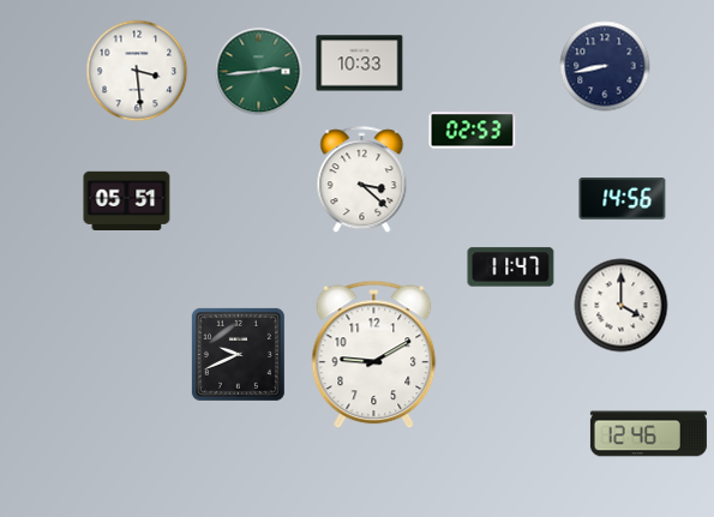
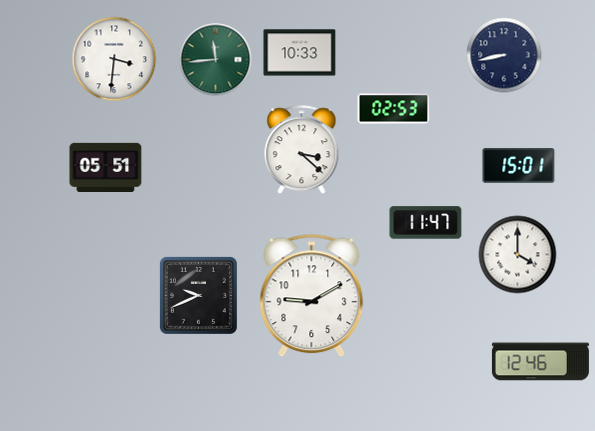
clock at (137, 71): 3:29 -> 3:31
clock at (259, 72): 2:44 -> 11:44
clock at (623, 199): 14:56 -> 15:01
